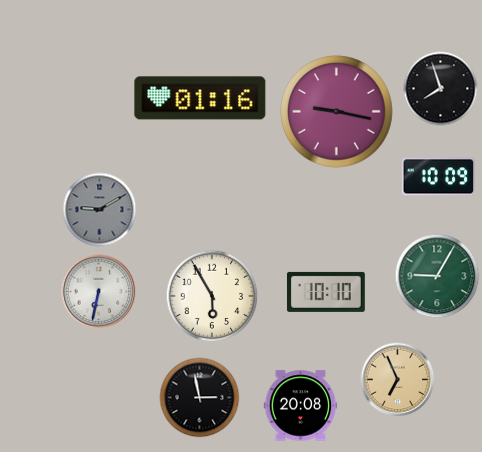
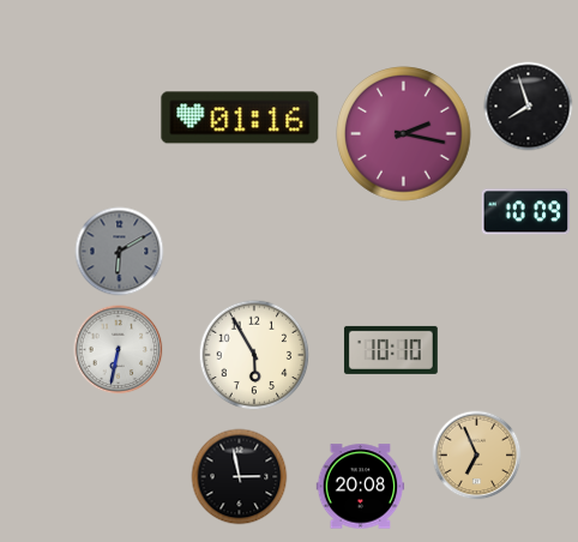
clock at (337, 112): 9:17 -> 2:17
clock at (100, 210): 9:10 -> 6:10
clock at (437, 276): 9:05 -> none
